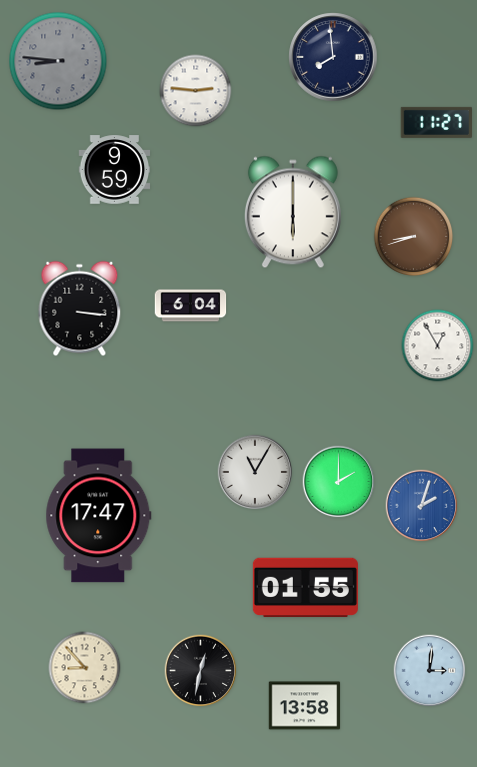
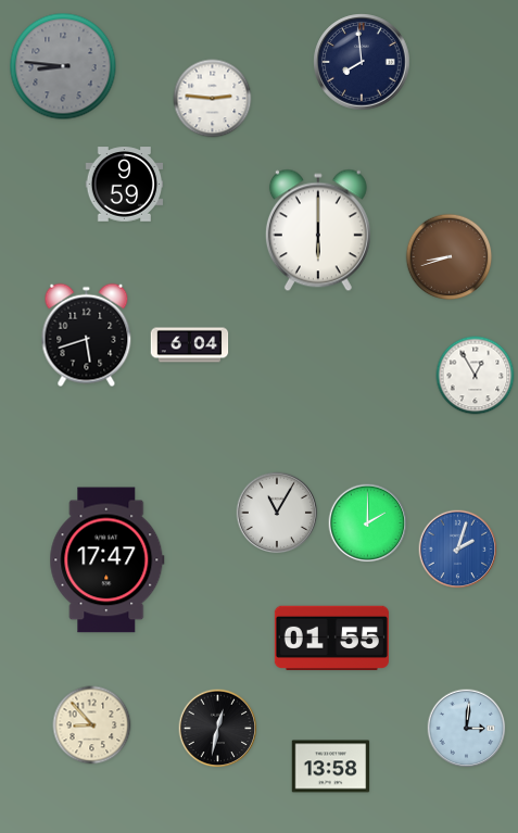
clock at (436, 122): 11:27 -> none
clock at (191, 306) position: (191, 306) -> (190, 345)
clock at (80, 309): 3:16 -> 5:42
